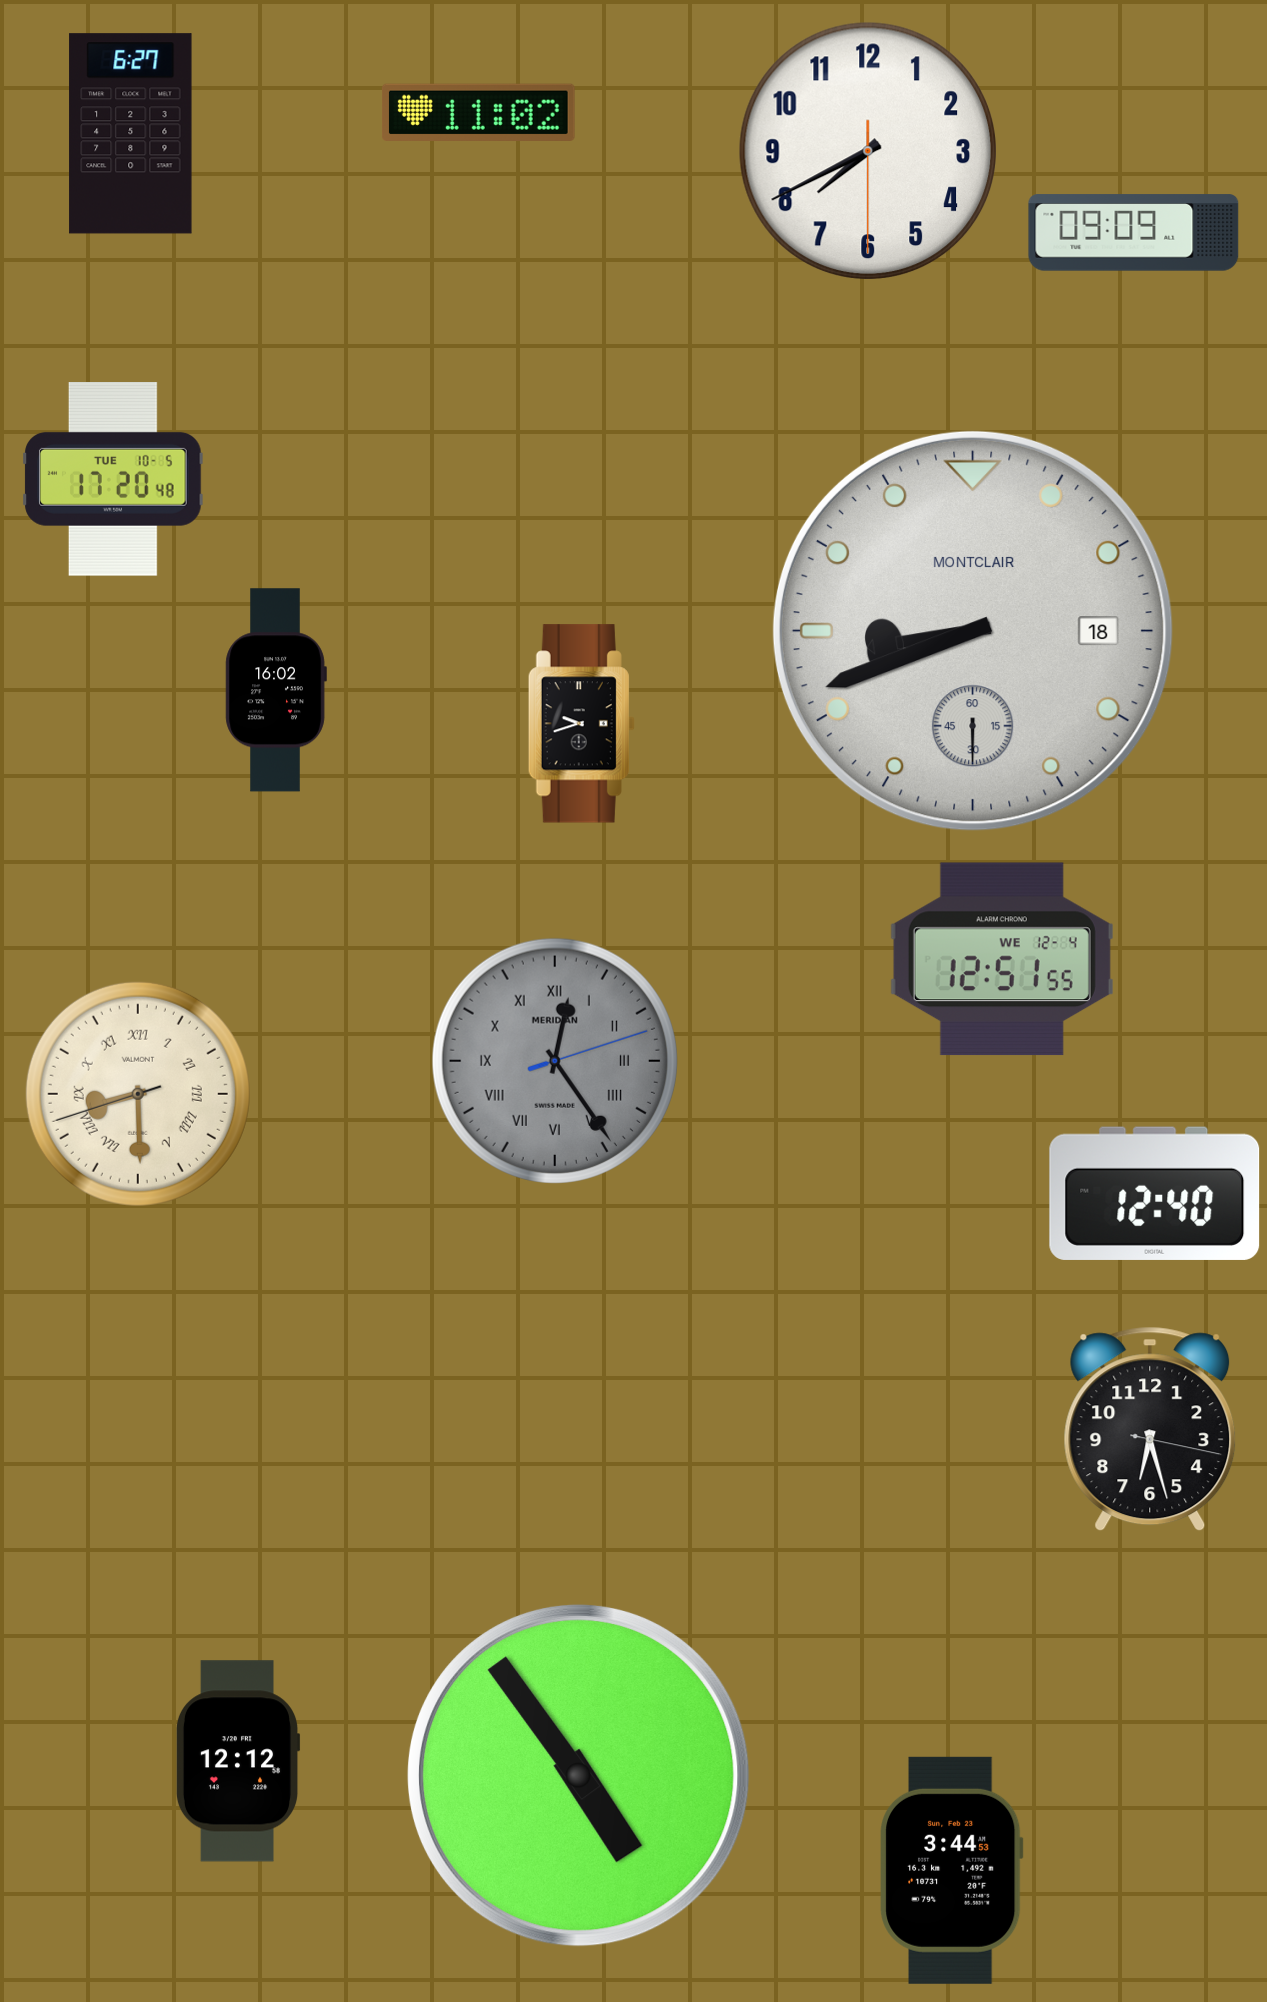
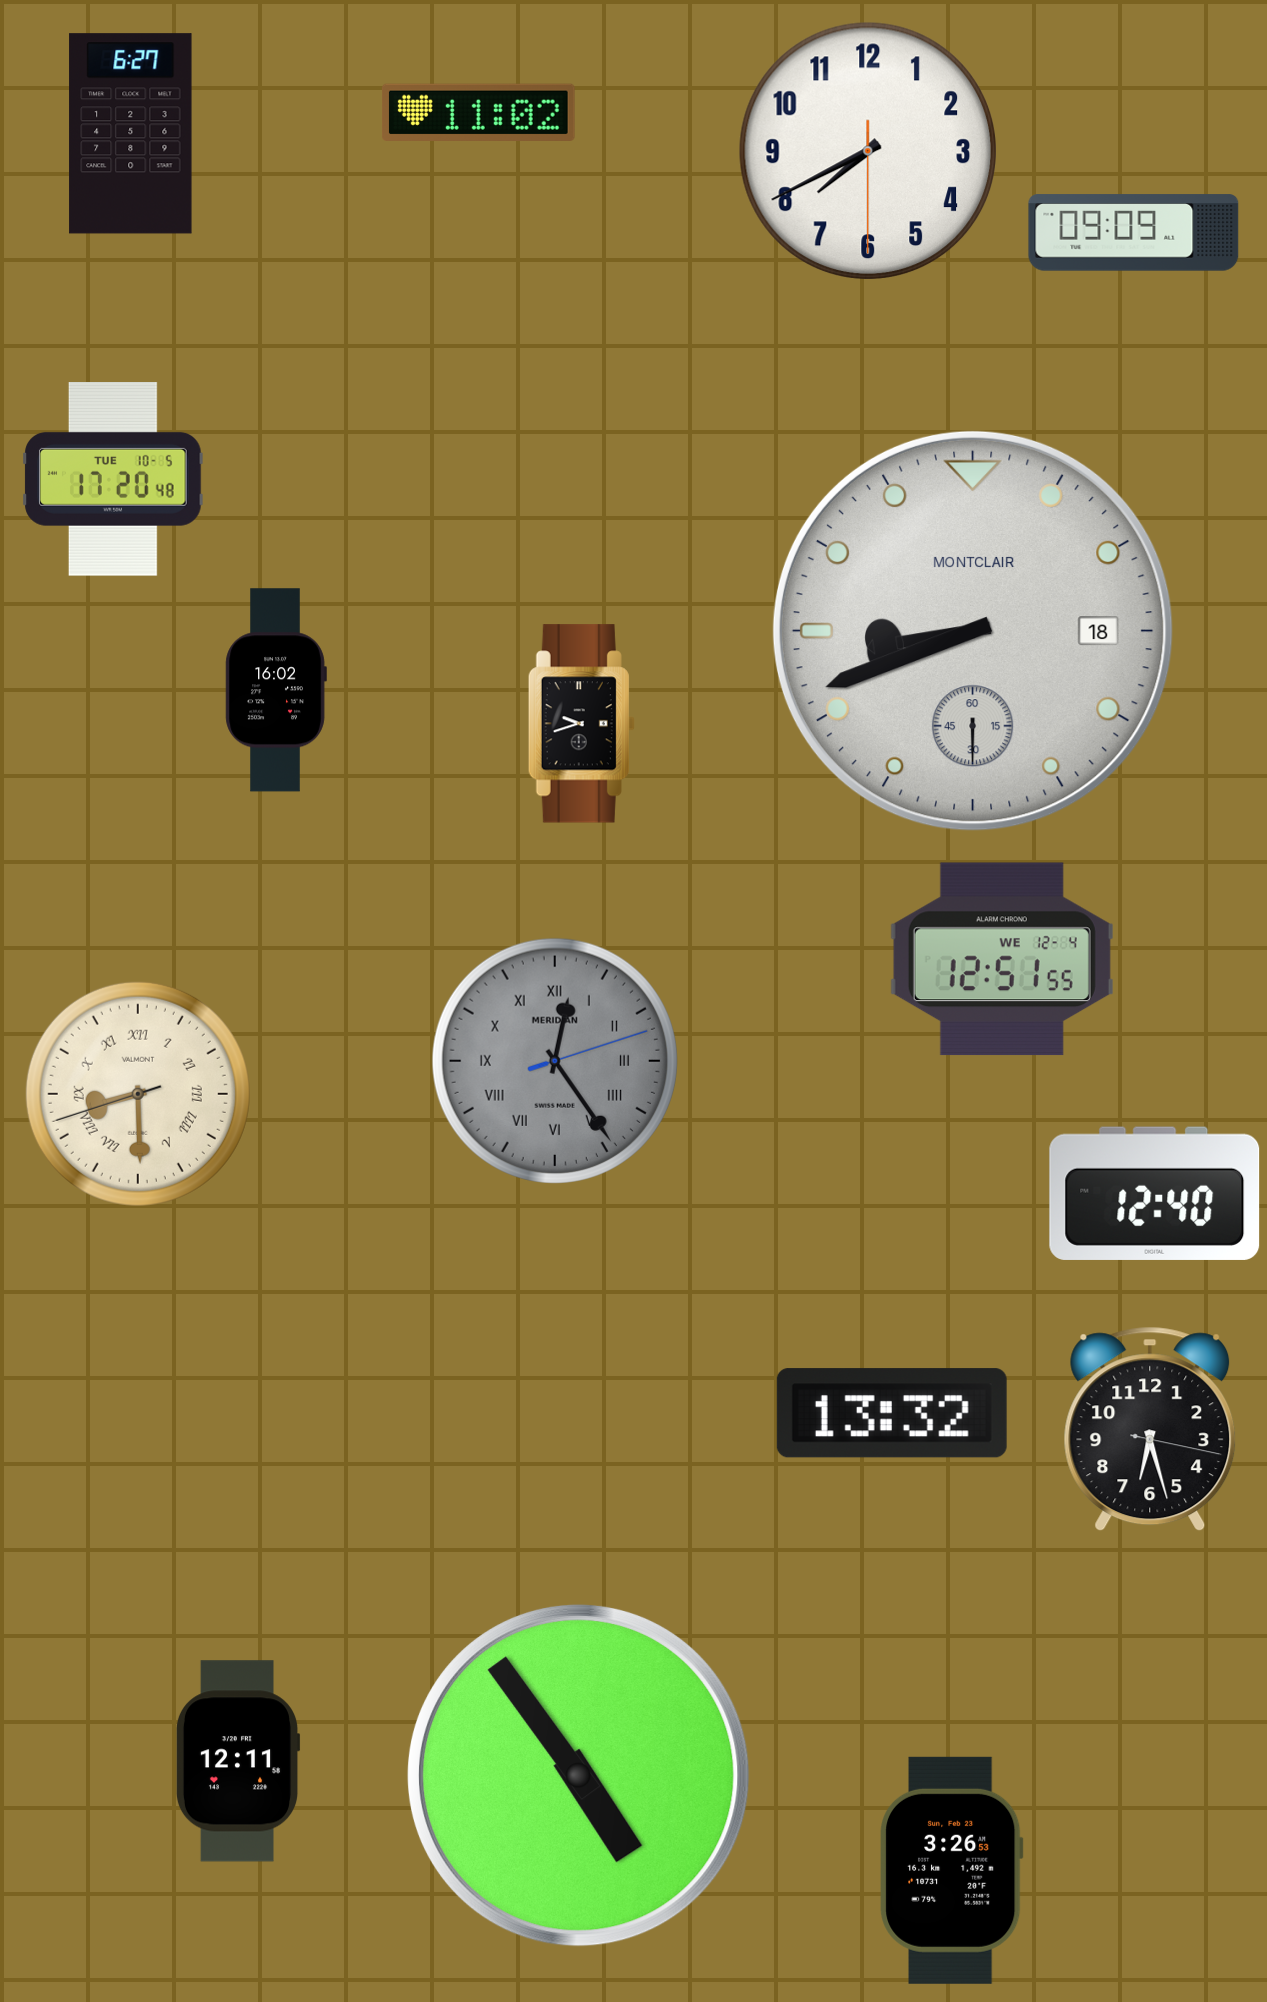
clock at (892, 1413): none -> 13:32
clock at (238, 1761): 12:12 -> 12:11
clock at (952, 1870): 3:44 -> 3:26
